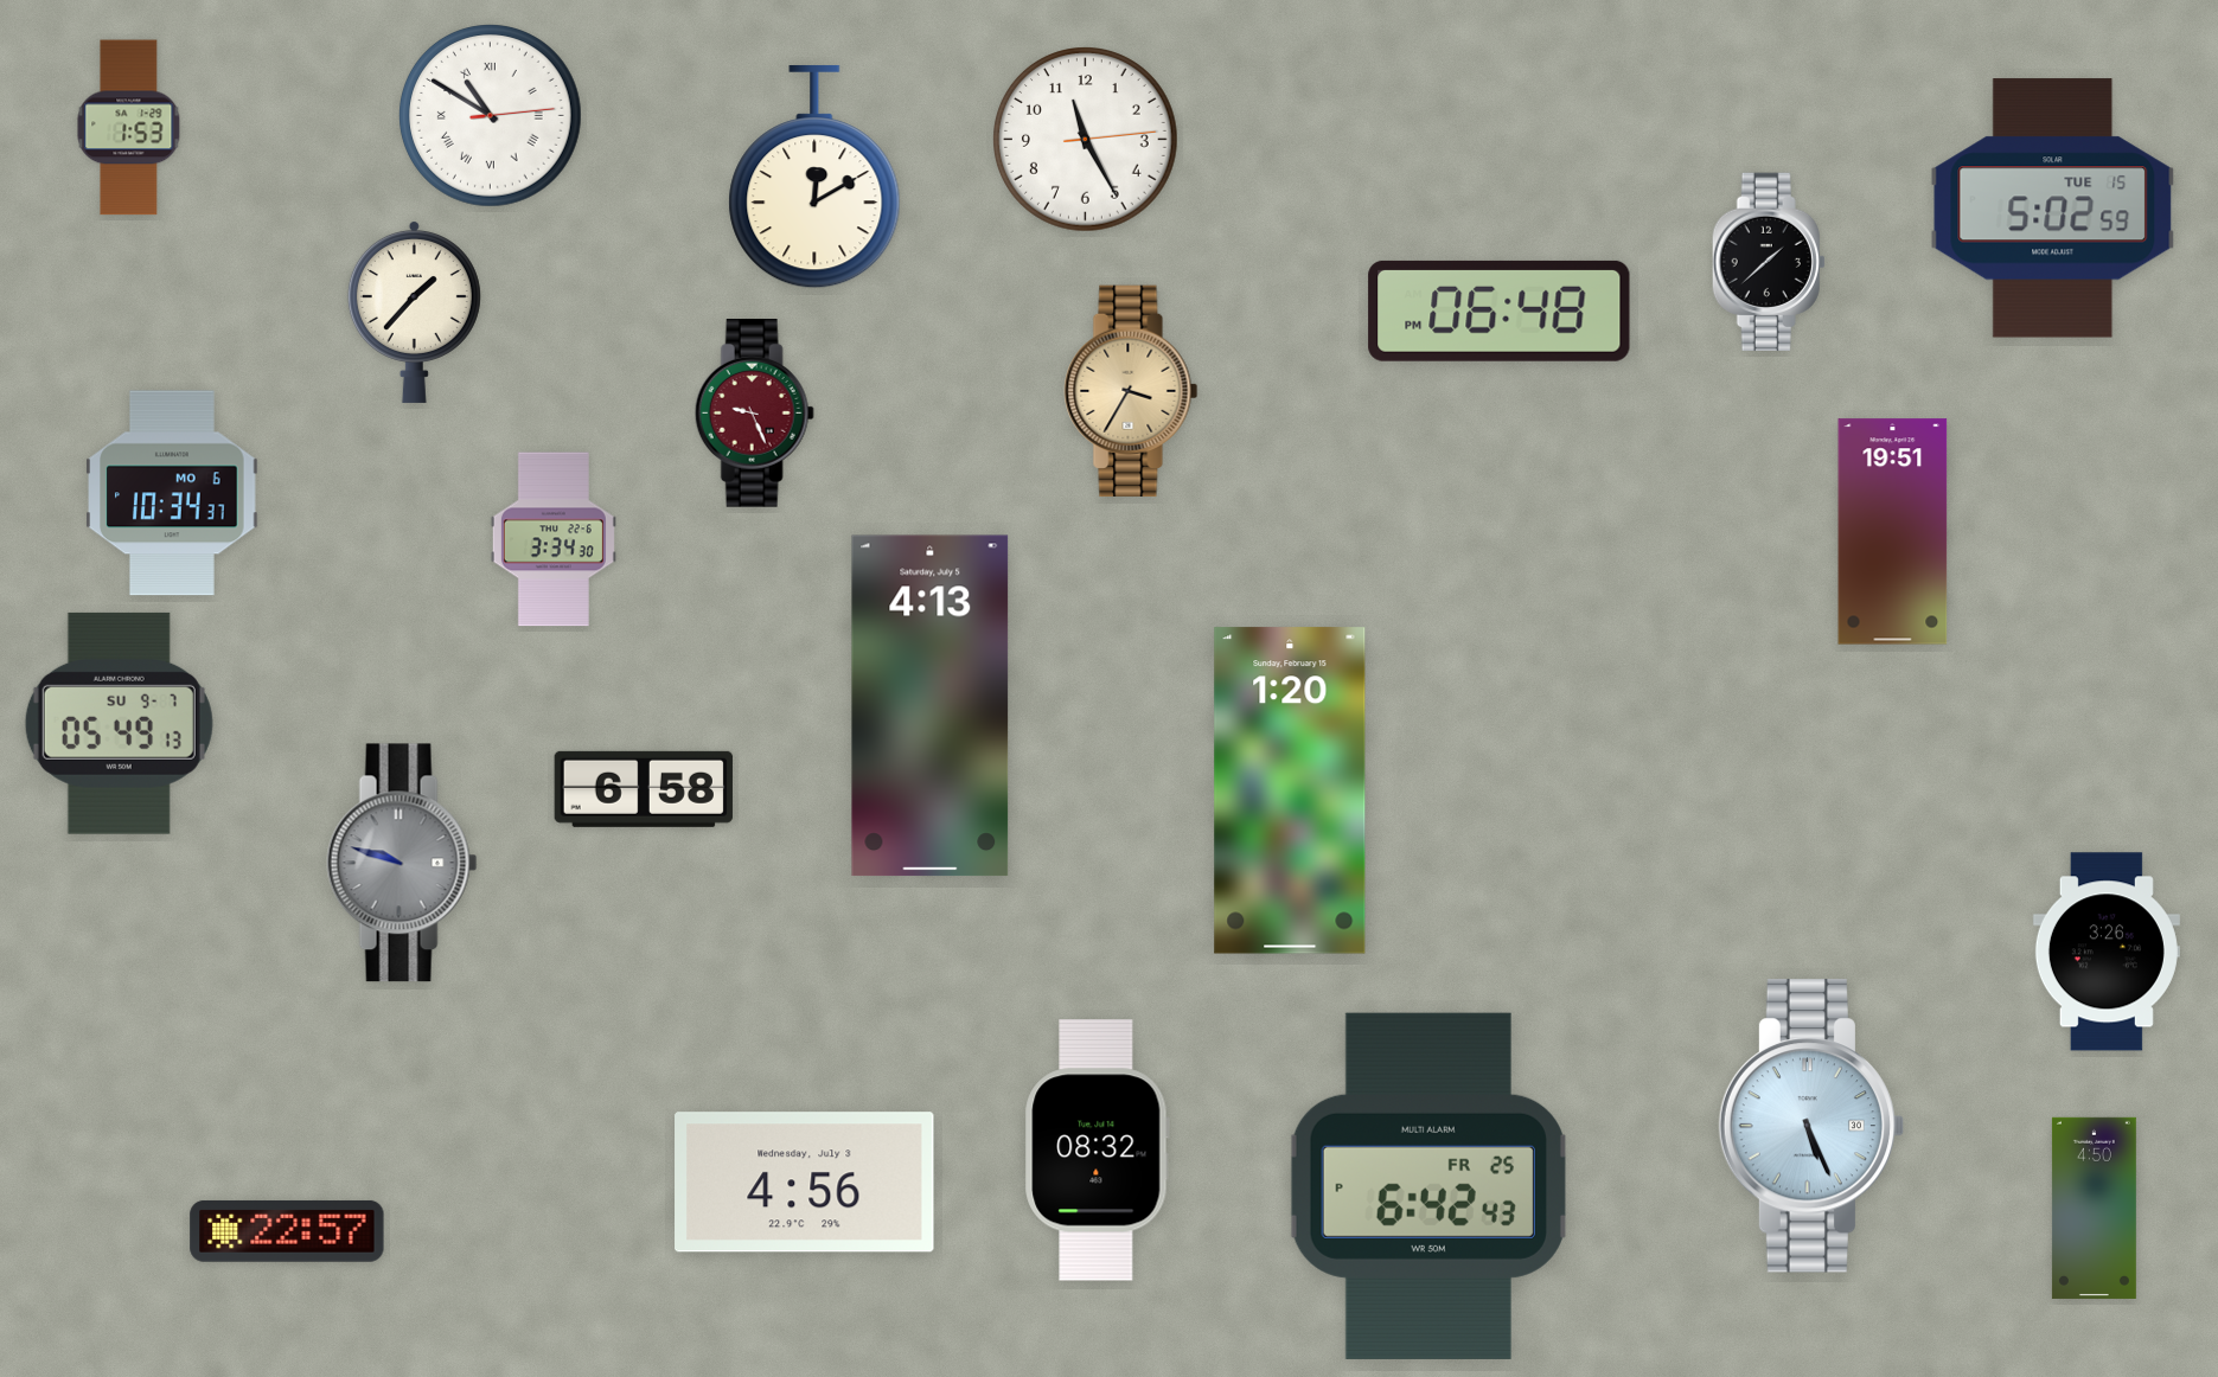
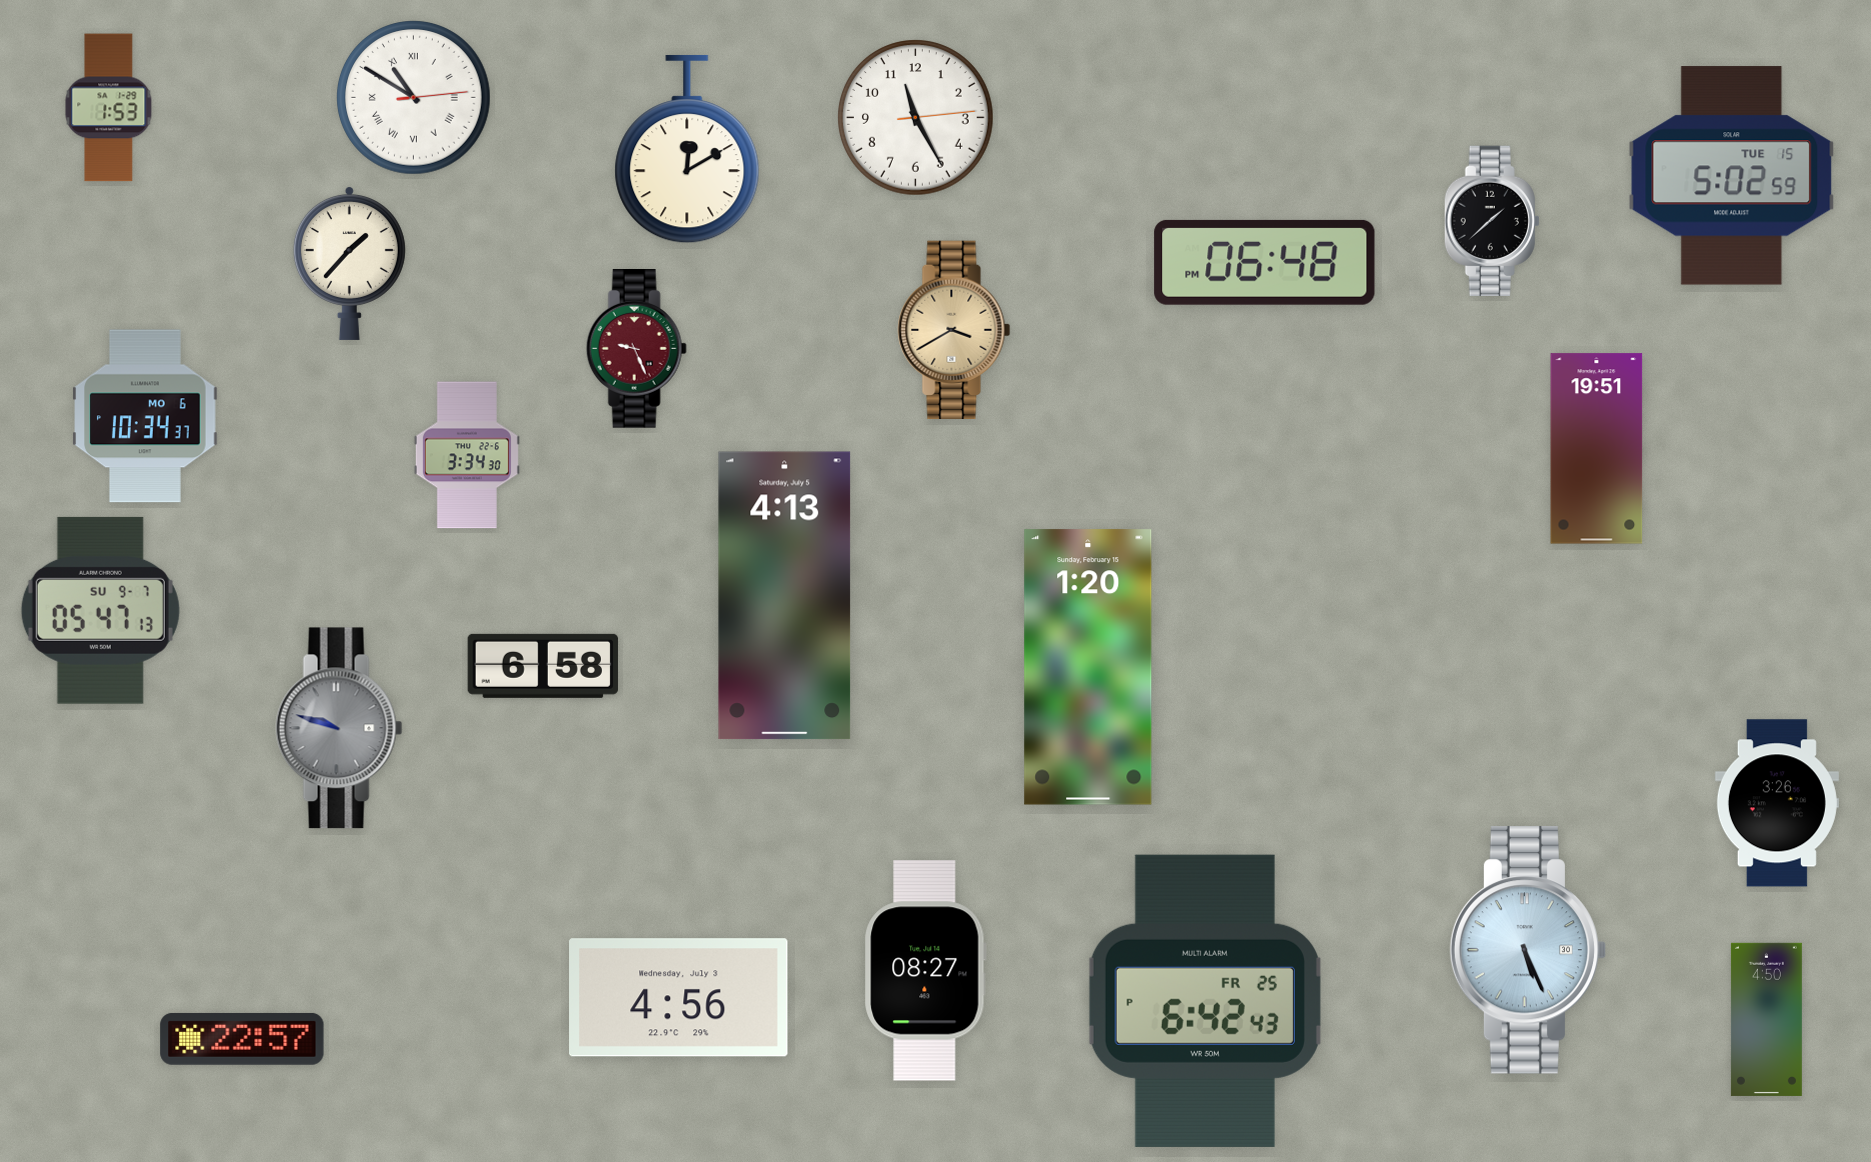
clock at (1131, 390): 3:35 -> 3:40
clock at (119, 723): 05:49 -> 05:47
clock at (1097, 1151): 08:32 -> 08:27
